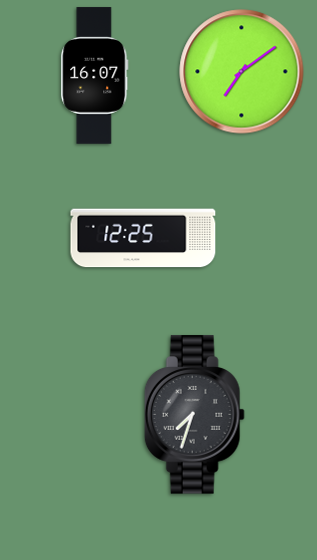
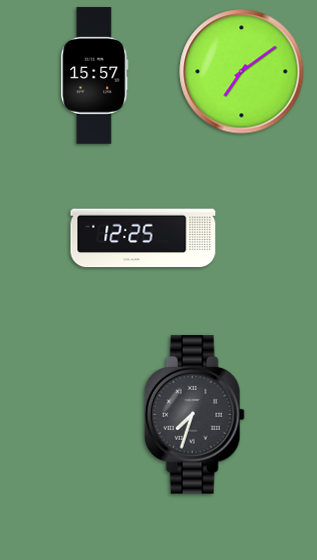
clock at (95, 76): 16:07 -> 15:57
